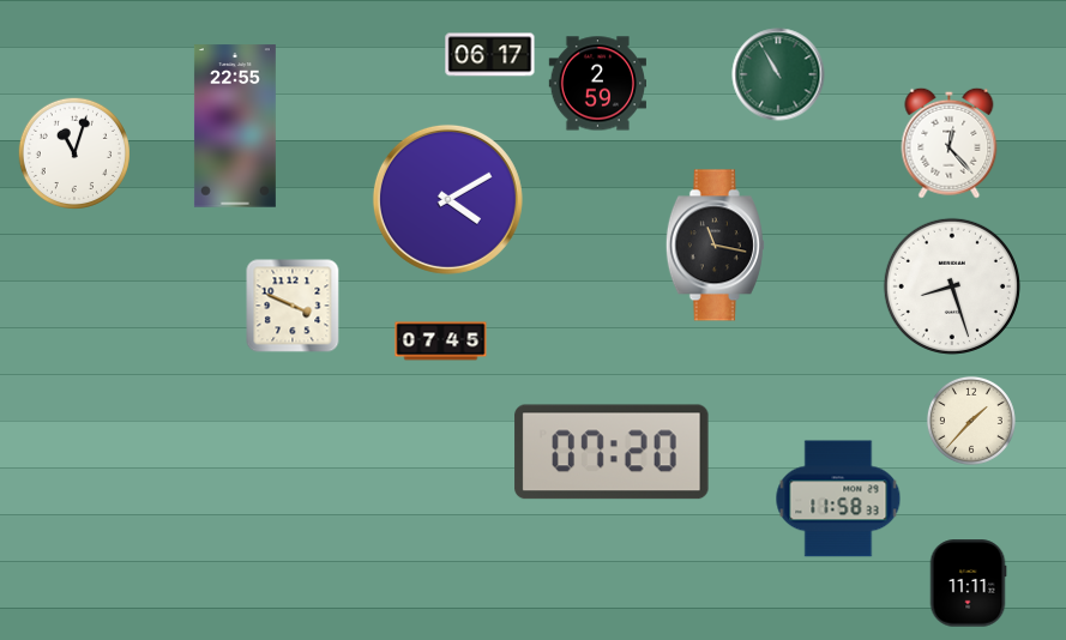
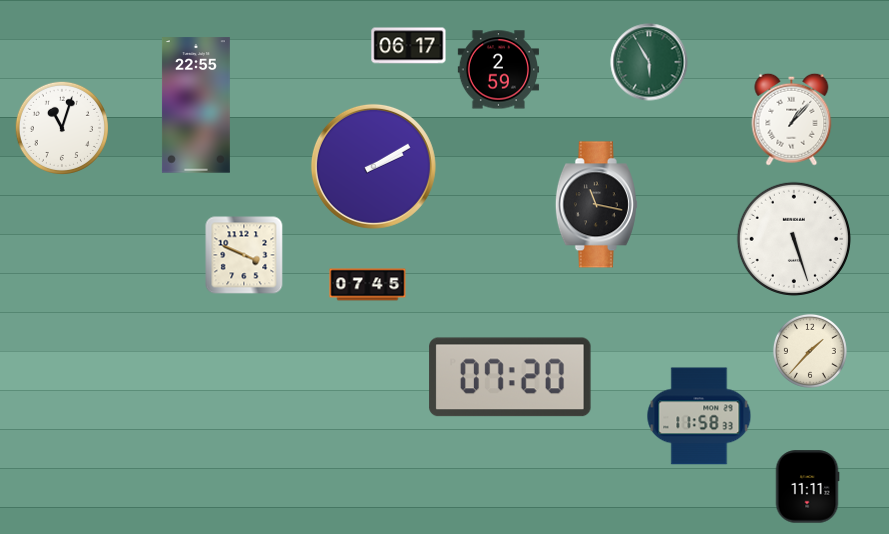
clock at (778, 74): 10:55 -> 5:55
clock at (950, 143): 12:23 -> 1:07
clock at (447, 199): 4:10 -> 2:10
clock at (952, 286): 8:27 -> 5:27
